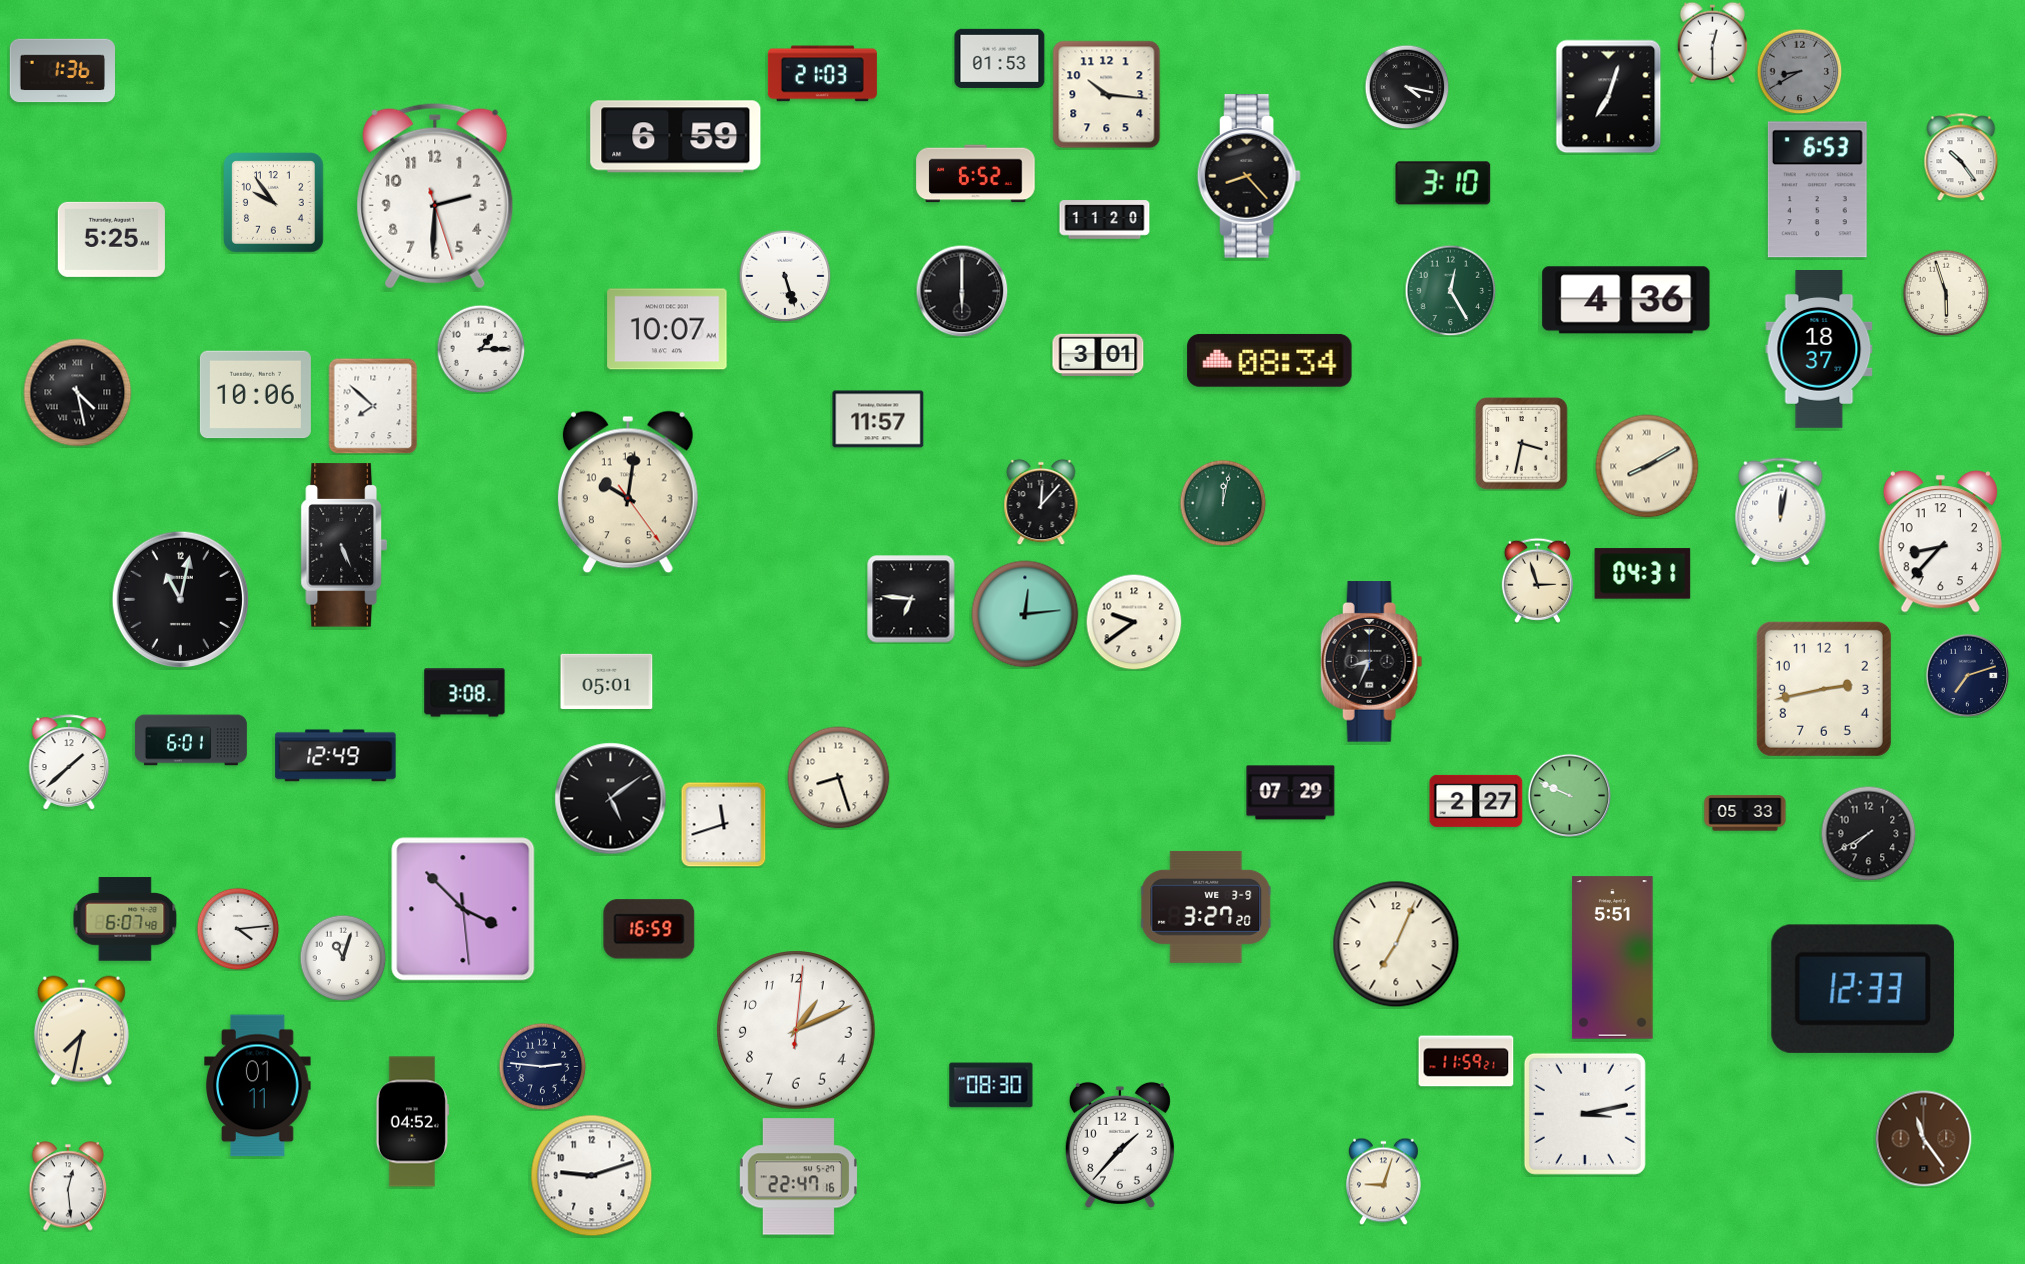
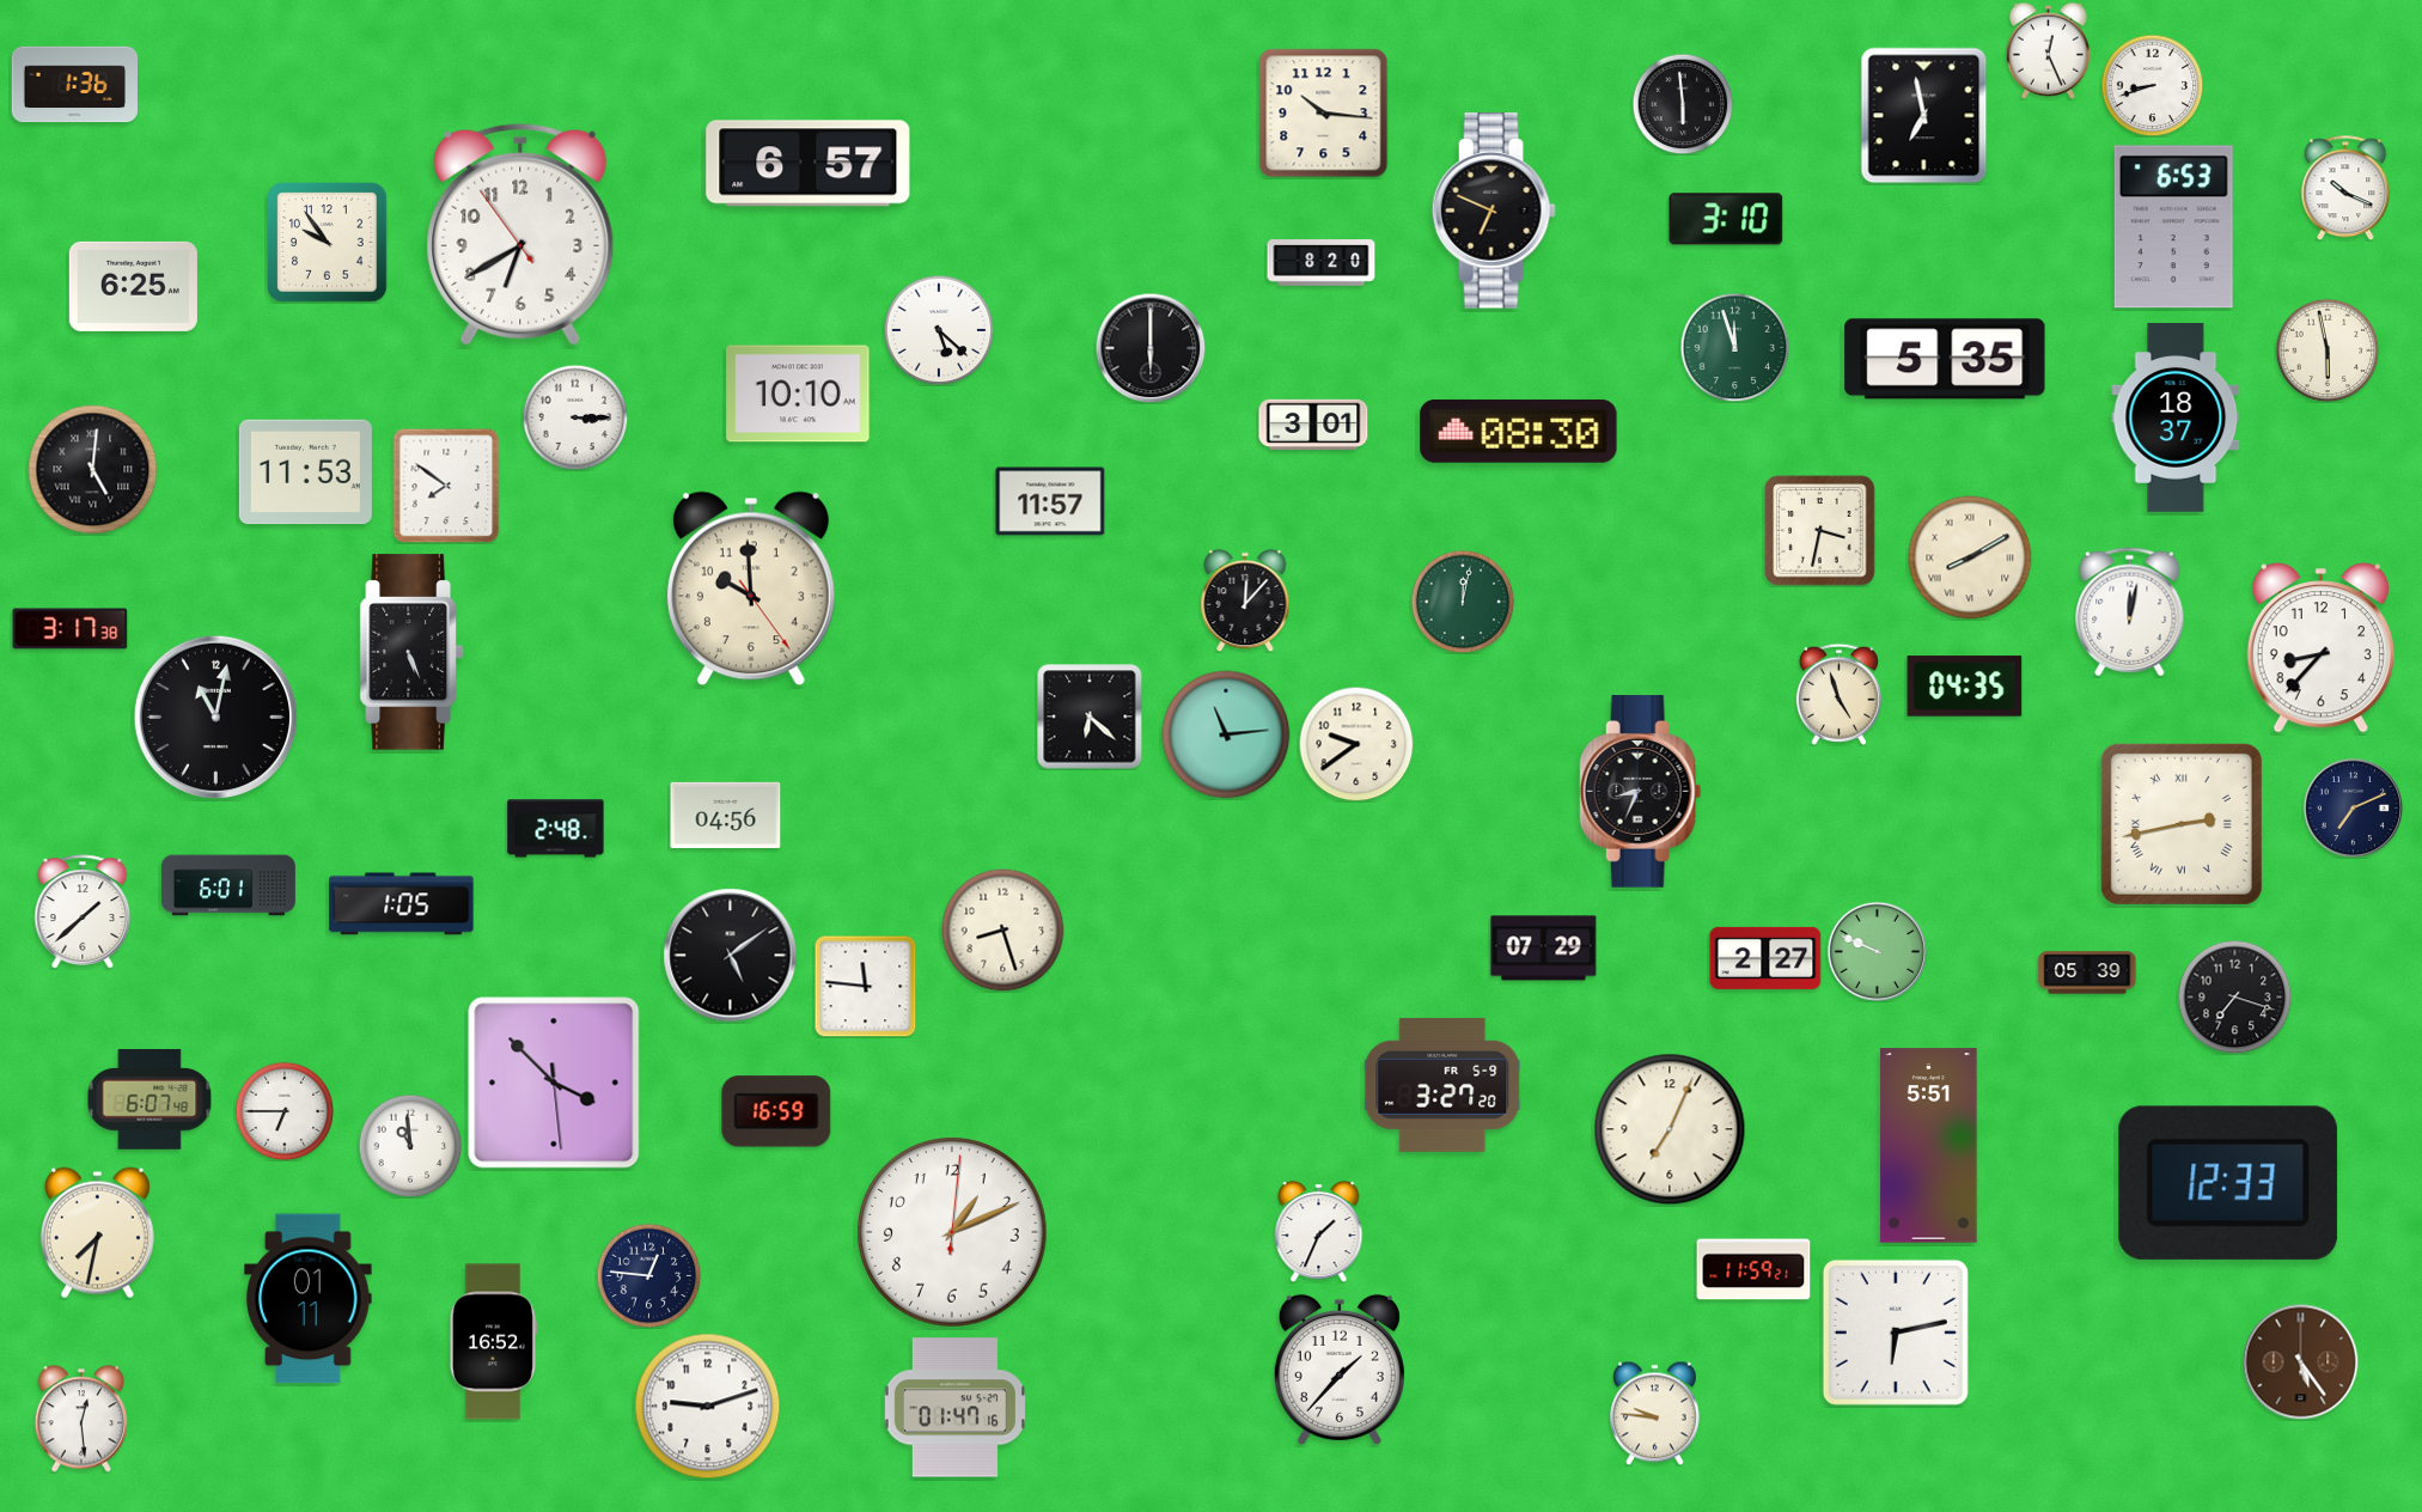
clock at (1712, 42): 12:30 -> 12:26
clock at (1000, 58): 01:53 -> none
clock at (1799, 71): 8:40 -> 8:42
clock at (1799, 71) dial: grey -> white
clock at (822, 74): 21:03 -> none
clock at (1407, 87): 4:17 -> 5:59
clock at (1609, 97): 7:03 -> 6:58
clock at (676, 137): 6:59 -> 6:57
clock at (1961, 157): 10:24 -> 10:19
clock at (976, 174): 6:52 -> none
clock at (1249, 176): 8:23 -> 6:49
clock at (435, 196): 2:30 -> 6:39
clock at (1105, 220): 11:20 -> 8:20
clock at (111, 239): 5:25 -> 6:25
clock at (785, 276): 5:27 -> 5:22
clock at (1450, 290): 12:25 -> 11:57
clock at (1946, 293): 5:57 -> 5:58
clock at (1626, 300): 4:36 -> 5:35
clock at (667, 329): 10:07 -> 10:10
clock at (481, 349): 1:15 -> 3:15
clock at (1270, 360): 08:34 -> 08:30
clock at (78, 393): 4:28 -> 5:01
clock at (255, 395): 10:06 -> 11:53
clock at (373, 406): 7:52 -> 7:51
clock at (628, 492): 10:01 -> 9:59
clock at (71, 629): none -> 3:17
clock at (1643, 574): 04:31 -> 04:35
clock at (1537, 580): 2:57 -> 4:57
clock at (911, 599): 6:46 -> 6:22
clock at (1025, 614): 12:14 -> 11:14
clock at (1967, 675): 7:12 -> 7:11
clock at (607, 681): 05:01 -> 04:56
clock at (1824, 689) numerals: Arabic -> Roman
clock at (465, 693): 3:08 -> 2:48
clock at (336, 756): 12:49 -> 1:05
clock at (1745, 813): 05:33 -> 05:39
clock at (723, 824): 11:42 -> 11:46
clock at (1868, 833): 7:40 -> 7:18
clock at (1207, 907) date: WE 3-9 -> FR 5-9
clock at (463, 909) position: (463, 909) -> (554, 1083)
clock at (238, 929): 4:14 -> 6:45
clock at (343, 958): 11:03 -> 10:59
clock at (1319, 1232): none -> 1:34
clock at (542, 1066): 2:46 -> 12:46
clock at (991, 1085): 08:30 -> none
clock at (1585, 1114): 3:13 -> 6:13
clock at (412, 1122): 04:52 -> 16:52
clock at (1924, 1139): 11:24 -> 5:24
clock at (798, 1177): 22:47 -> 01:47
clock at (1384, 1181): 9:03 -> 9:46
